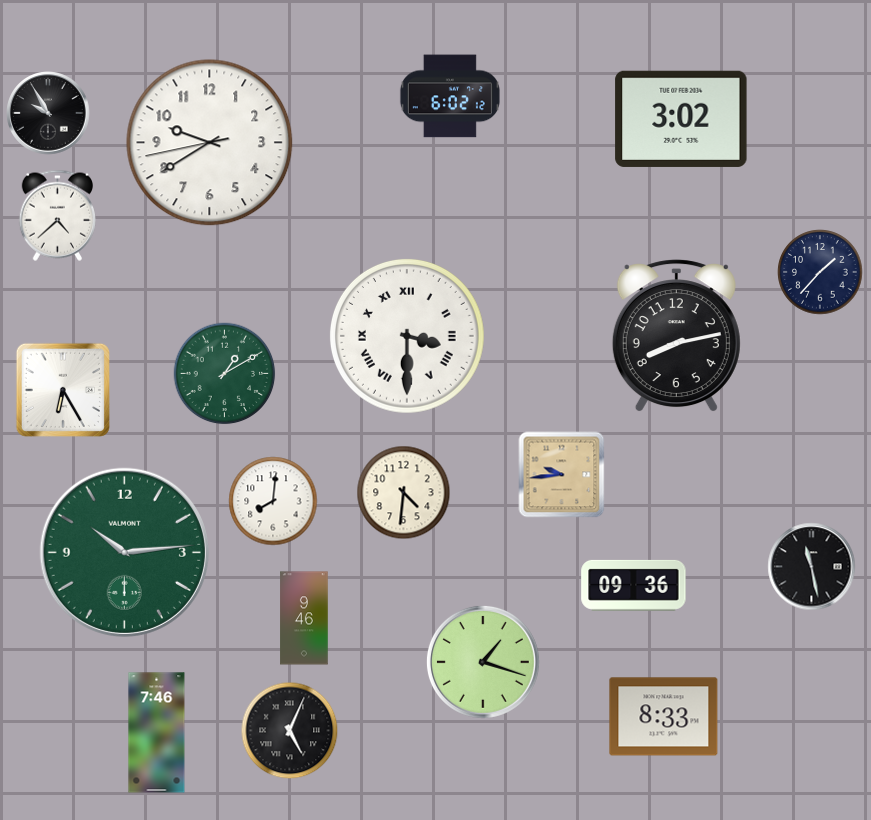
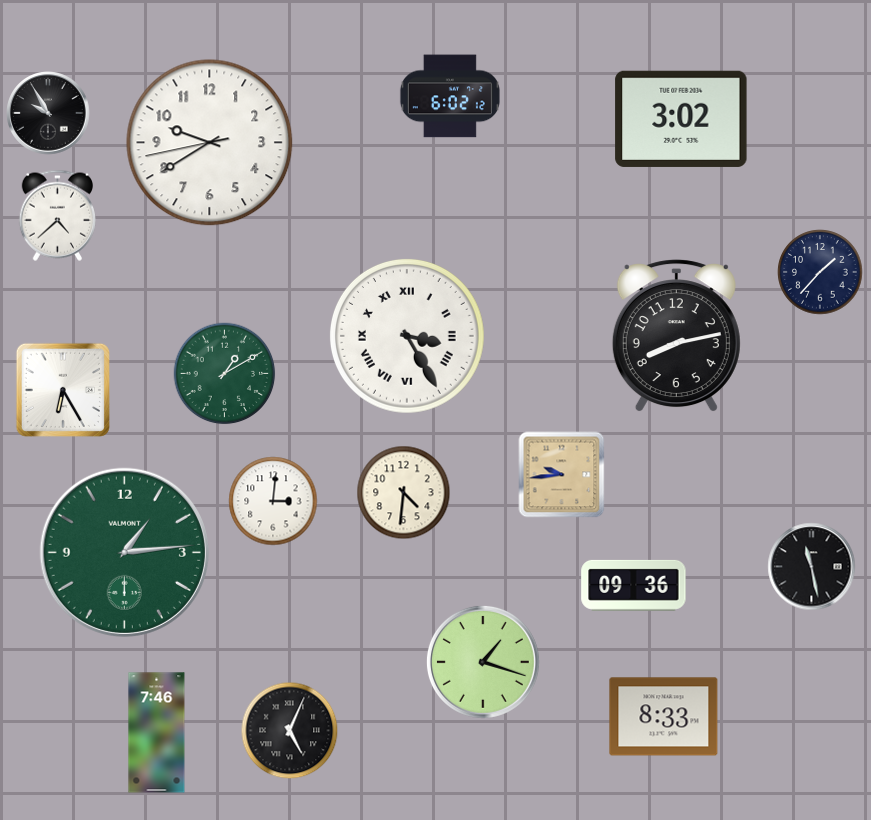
clock at (407, 336): 3:30 -> 3:25
clock at (273, 501): 8:01 -> 3:01
clock at (124, 552): 10:14 -> 1:14
clock at (304, 618): 9:46 -> none
